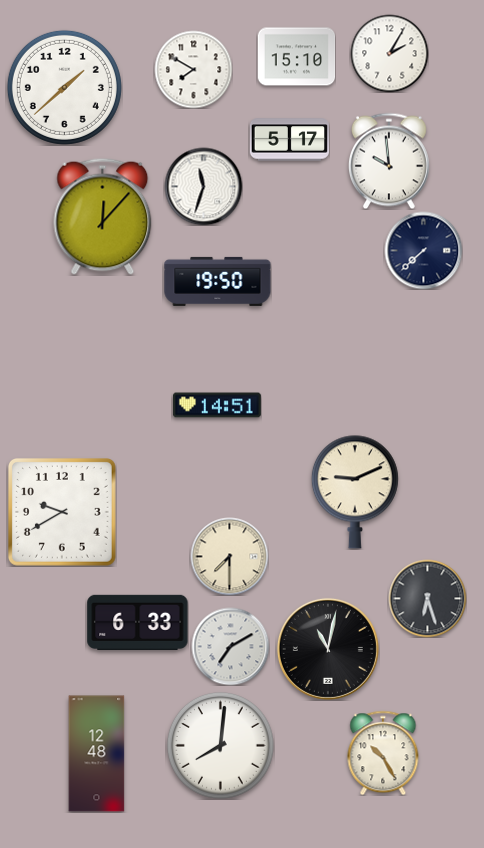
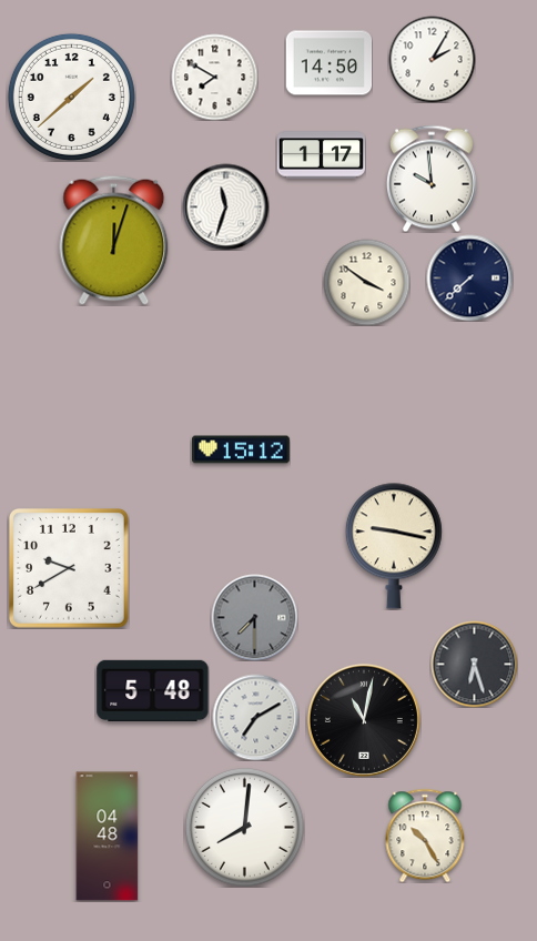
clock at (296, 57): 15:10 -> 14:50
clock at (289, 140): 5:17 -> 1:17
clock at (103, 216): 12:07 -> 12:03
clock at (366, 282): none -> 3:51
clock at (218, 281): 19:50 -> none
clock at (217, 405): 14:51 -> 15:12
clock at (355, 492): 9:11 -> 9:17
clock at (229, 556) dial: cream -> grey
clock at (138, 622): 6:33 -> 5:48
clock at (97, 754): 12:48 -> 04:48
